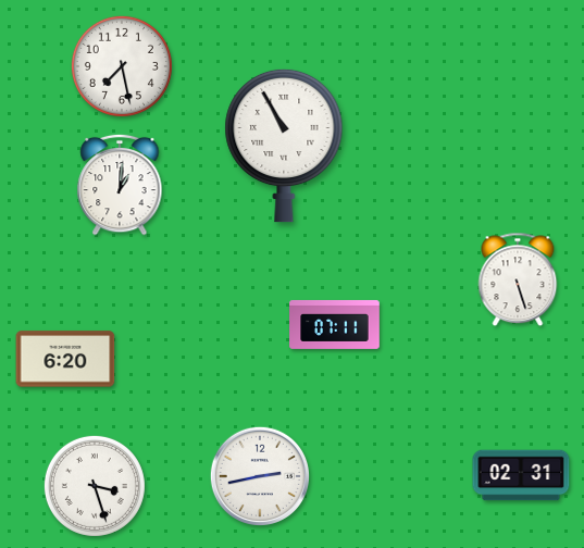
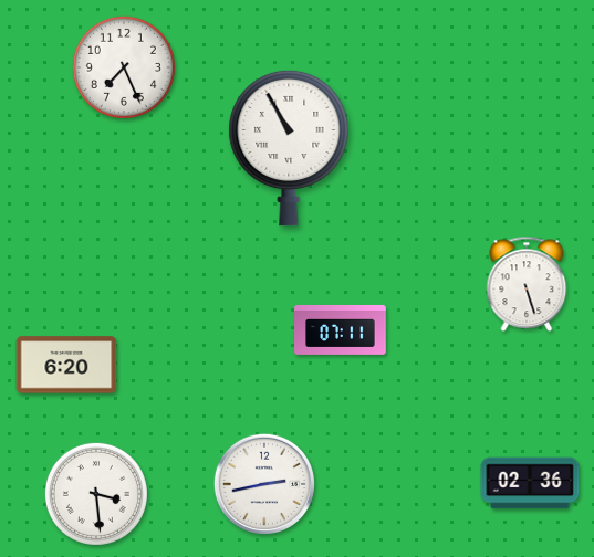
clock at (122, 66): 7:28 -> 7:26
clock at (120, 185): 1:01 -> none
clock at (521, 475): 02:31 -> 02:36
clock at (95, 486): 3:27 -> 3:29
